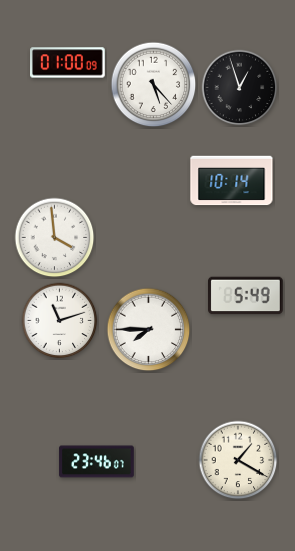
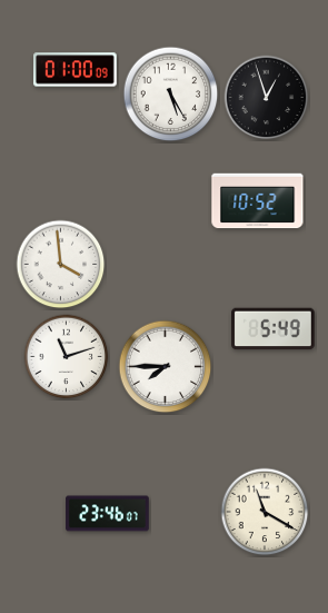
clock at (154, 85): 5:23 -> 5:25
clock at (232, 181): 10:14 -> 10:52
clock at (238, 460): 1:20 -> 11:20
